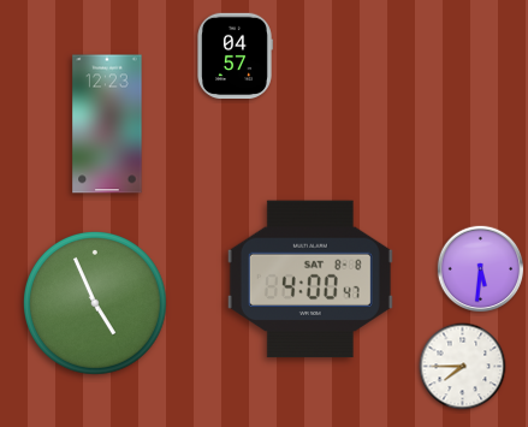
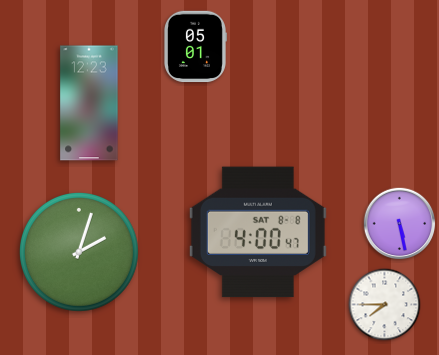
clock at (236, 57): 04:57 -> 05:01
clock at (481, 269): 5:31 -> 5:28
clock at (95, 303): 4:56 -> 2:03
